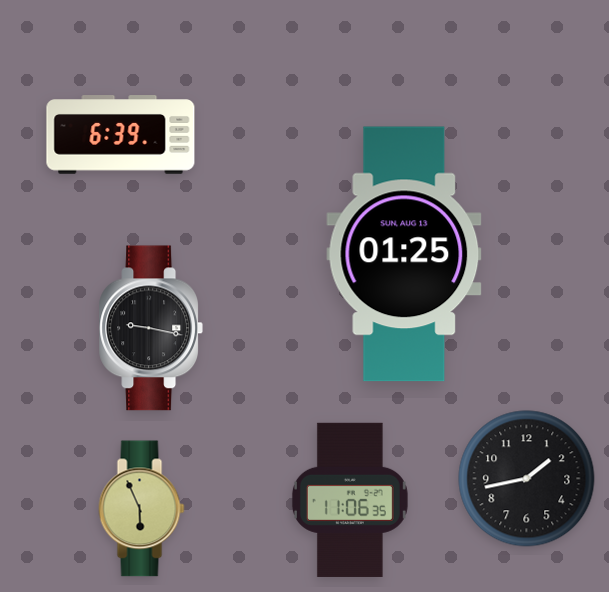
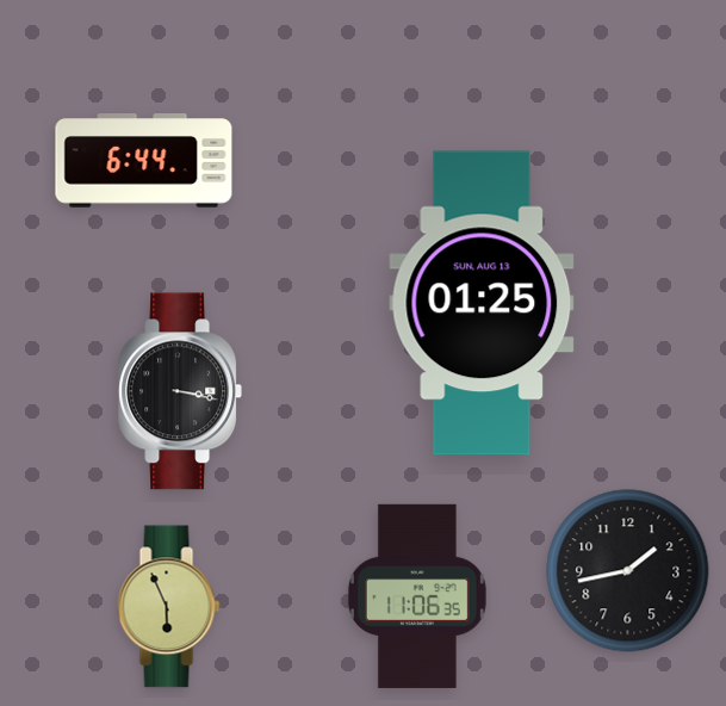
clock at (121, 135): 6:39 -> 6:44
clock at (150, 328): 9:17 -> 3:17
